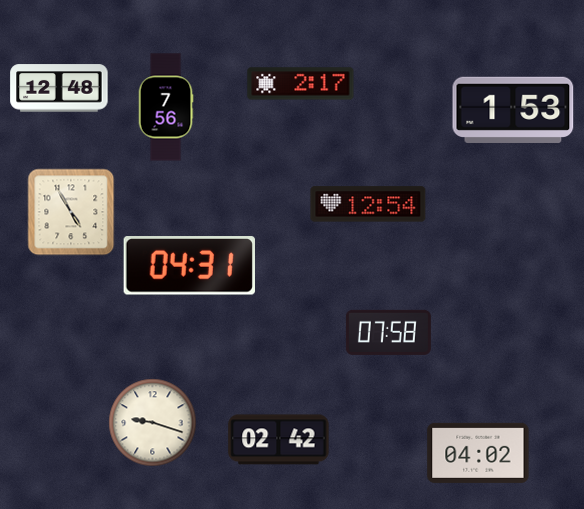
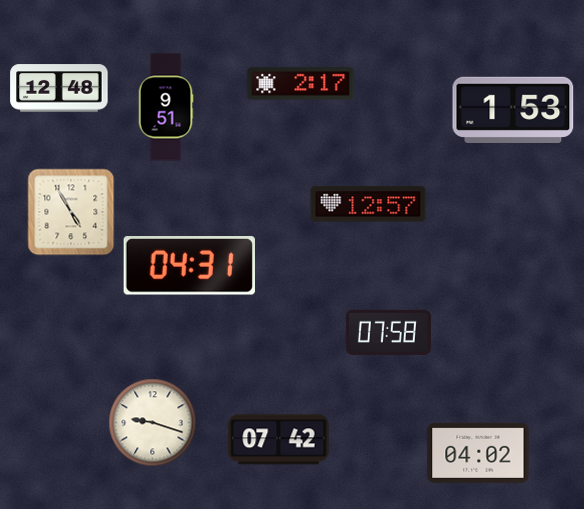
clock at (166, 107): 7:56 -> 9:51
clock at (368, 204): 12:54 -> 12:57
clock at (279, 440): 02:42 -> 07:42
